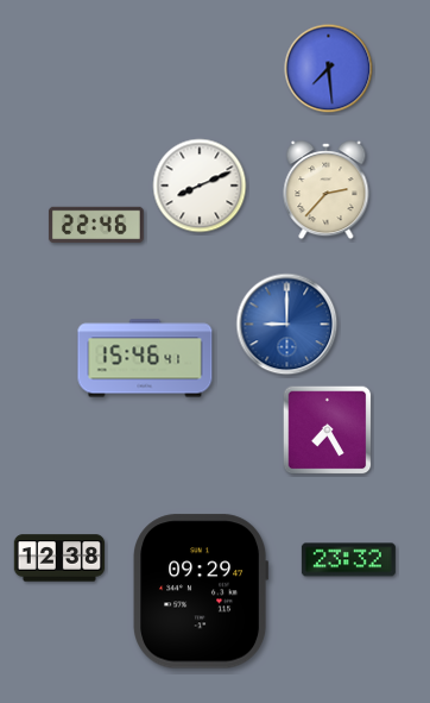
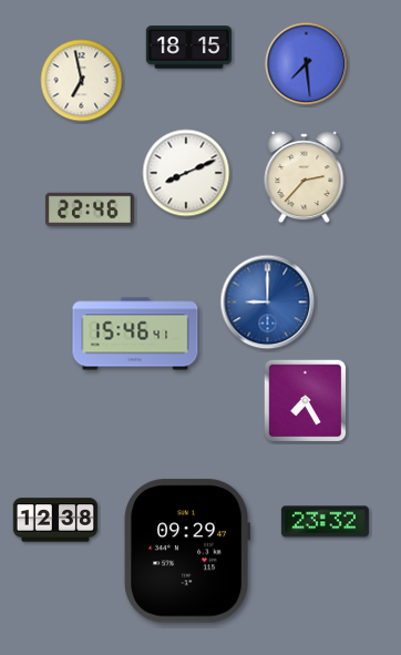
clock at (188, 48): none -> 18:15
clock at (82, 81): none -> 6:58
